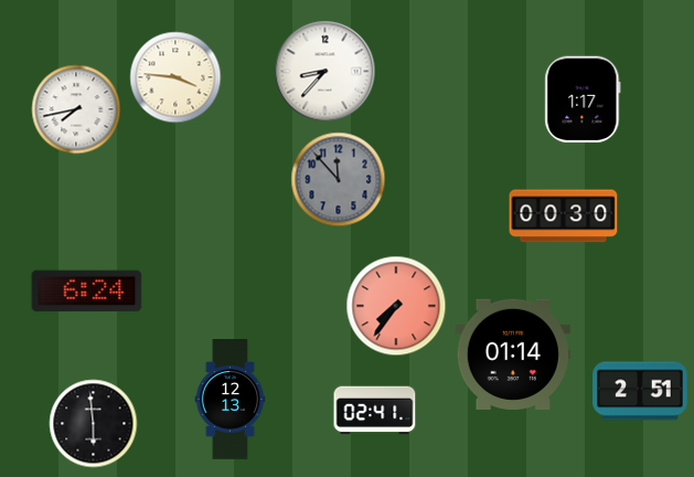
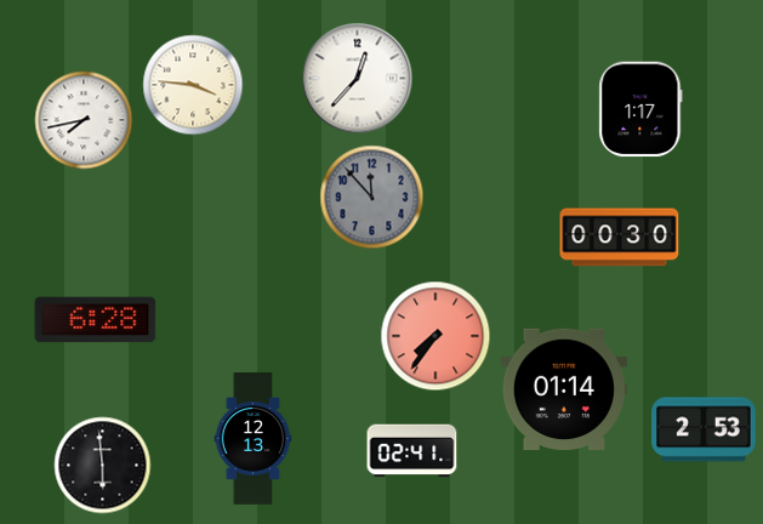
clock at (325, 72): 8:37 -> 12:37
clock at (87, 291): 6:24 -> 6:28
clock at (640, 391): 2:51 -> 2:53
